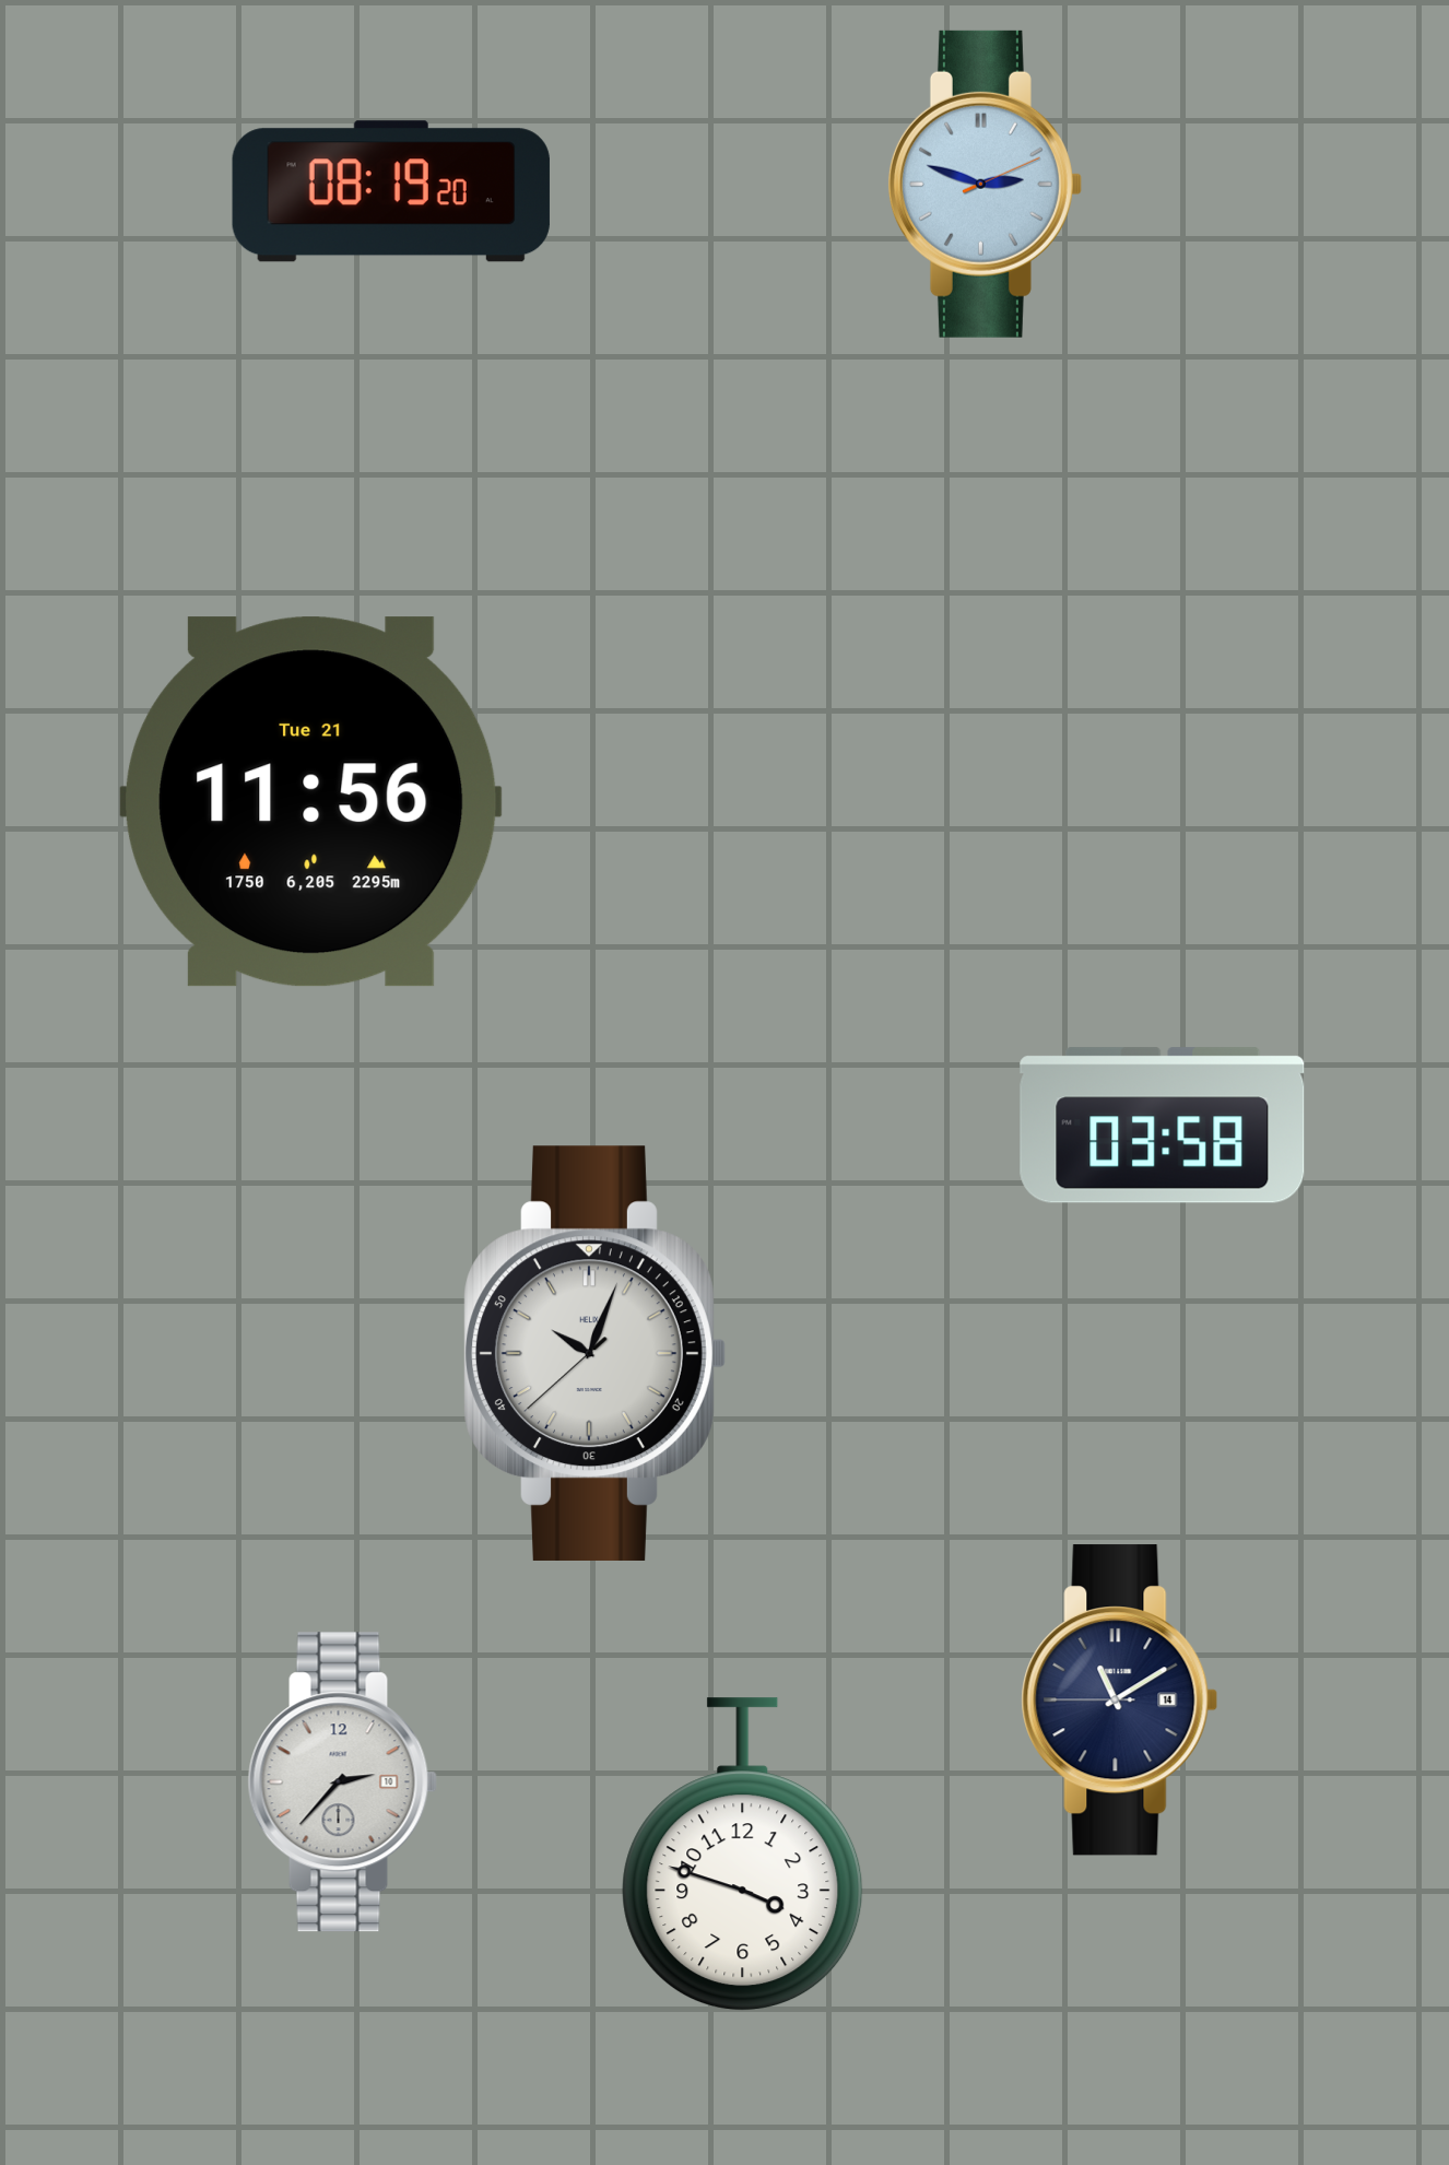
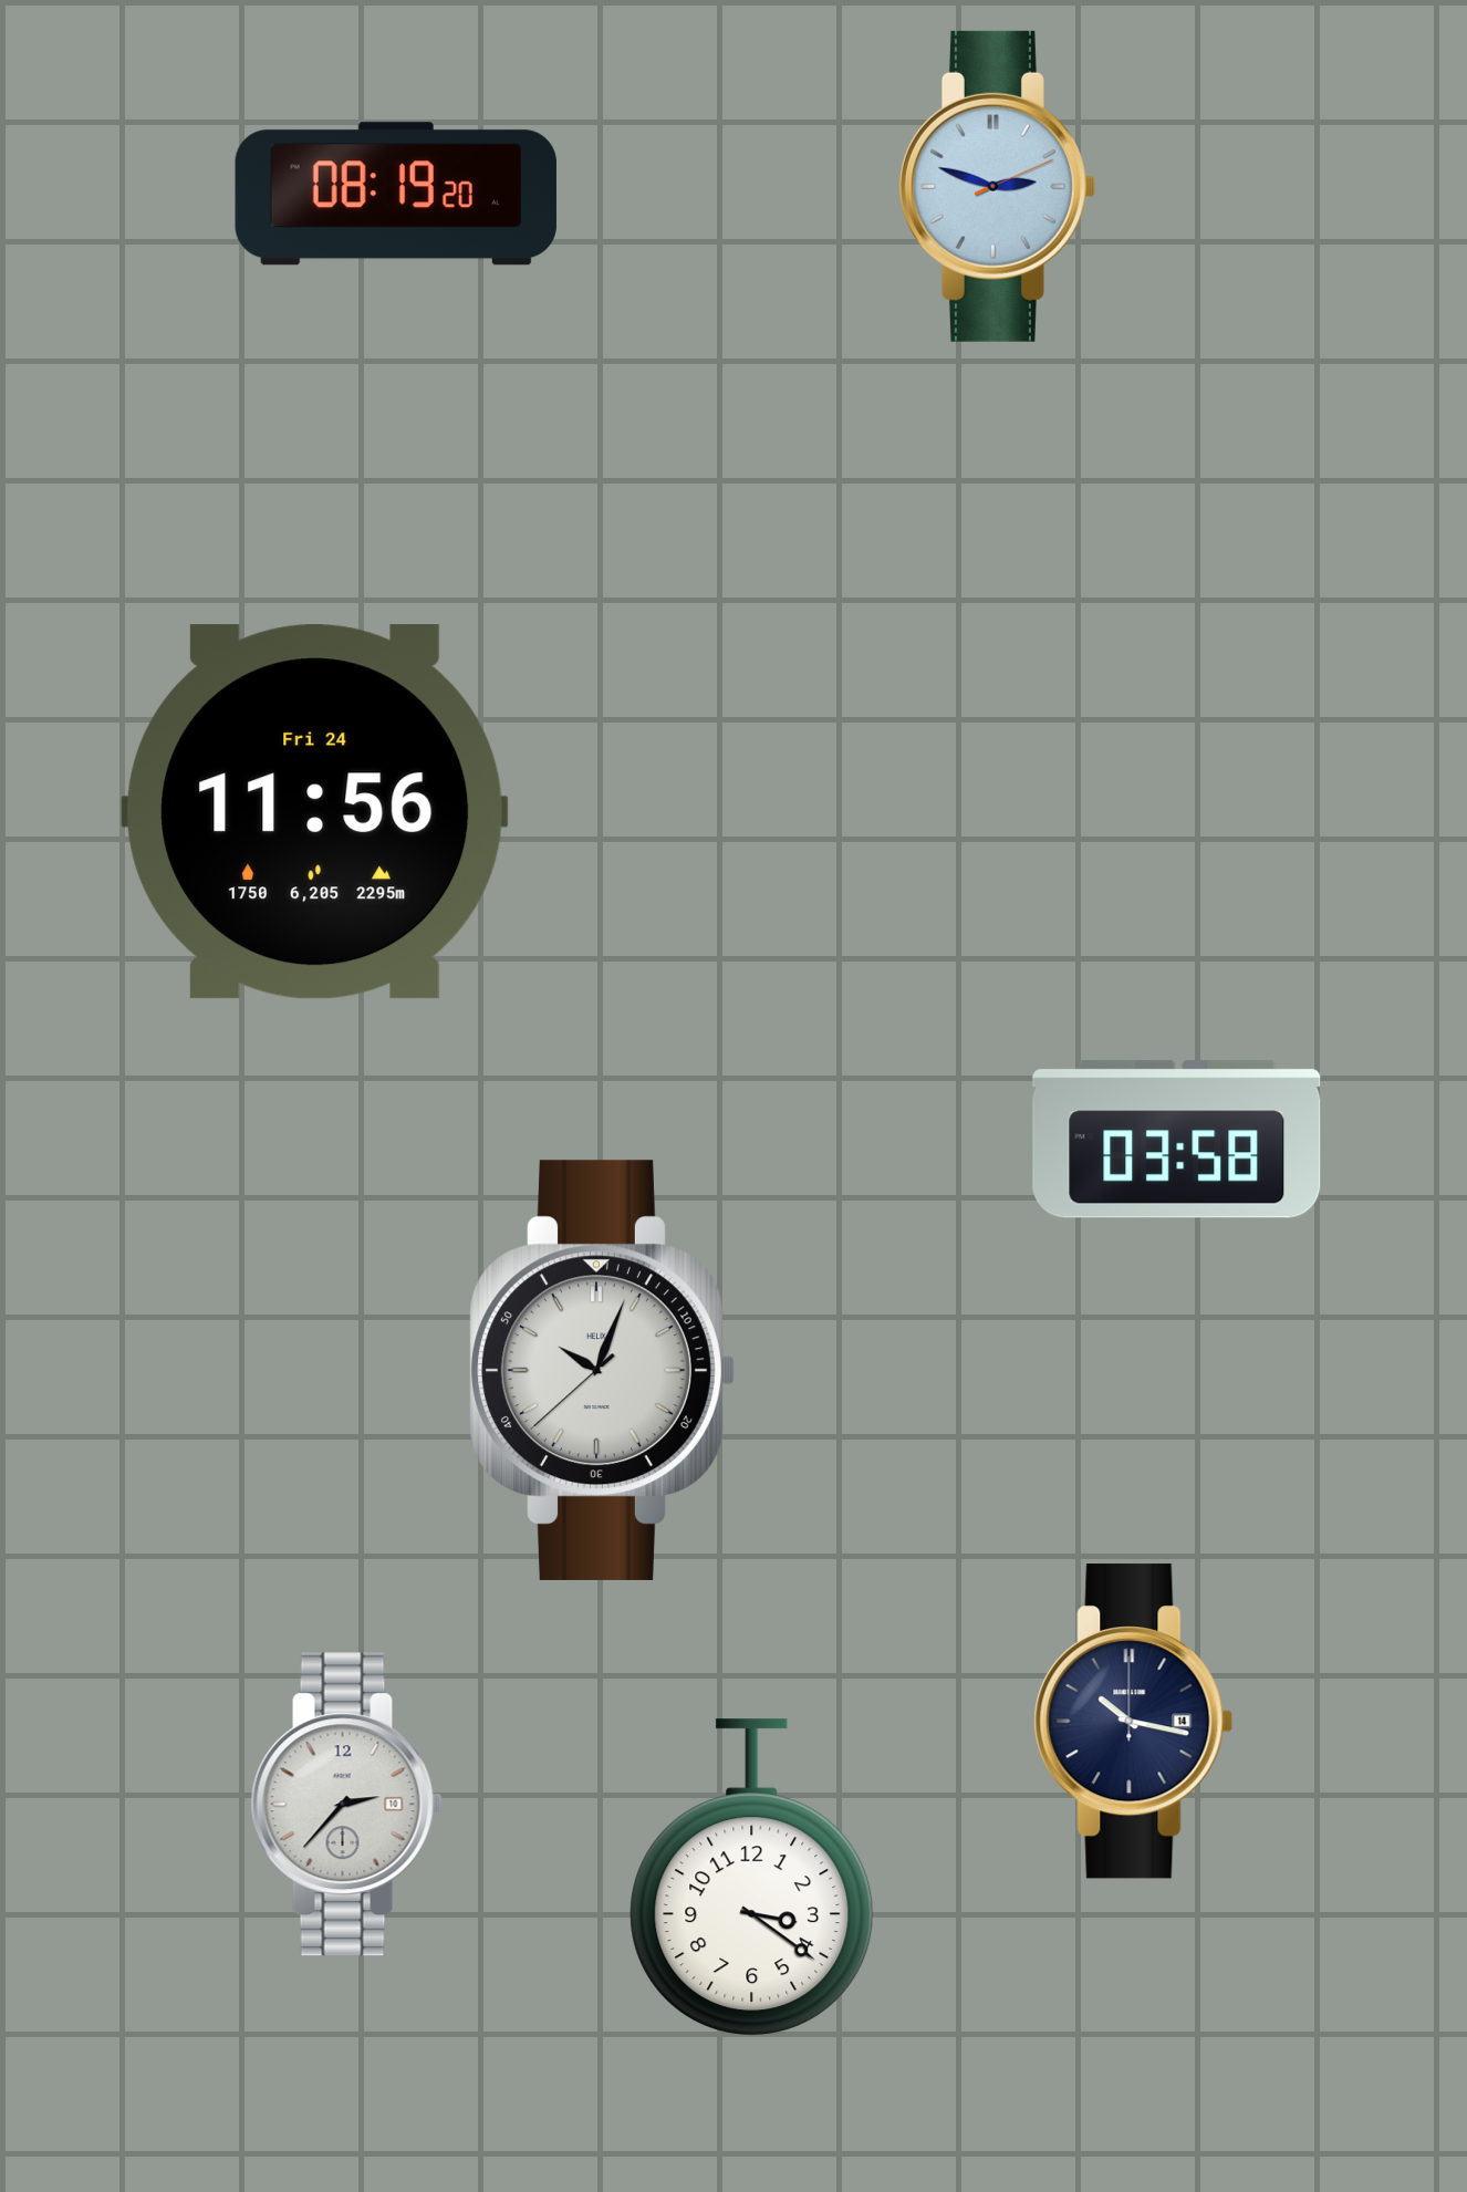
clock at (311, 802) date: Tue 21 -> Fri 24
clock at (1120, 1701): 11:09 -> 10:17
clock at (743, 1855): 3:48 -> 3:21
